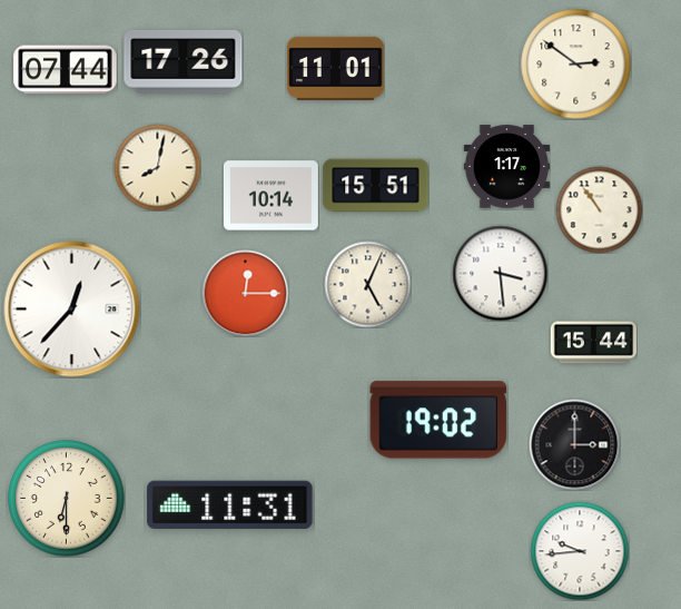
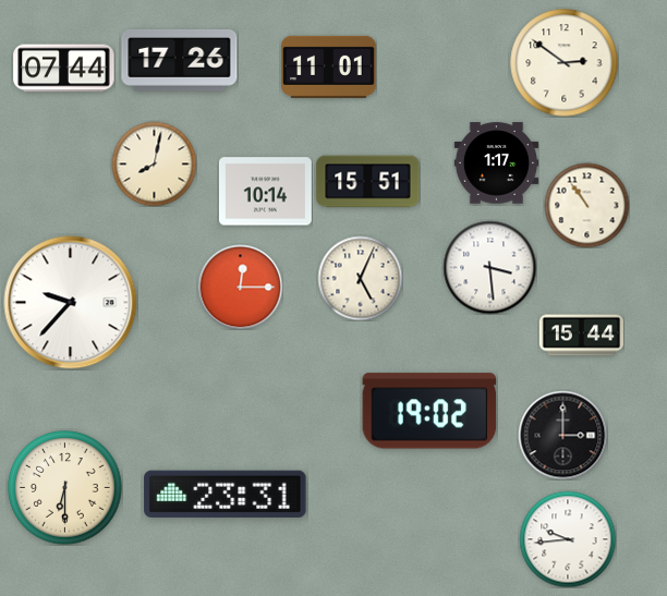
clock at (72, 310): 12:37 -> 9:37
clock at (230, 504): 11:31 -> 23:31
